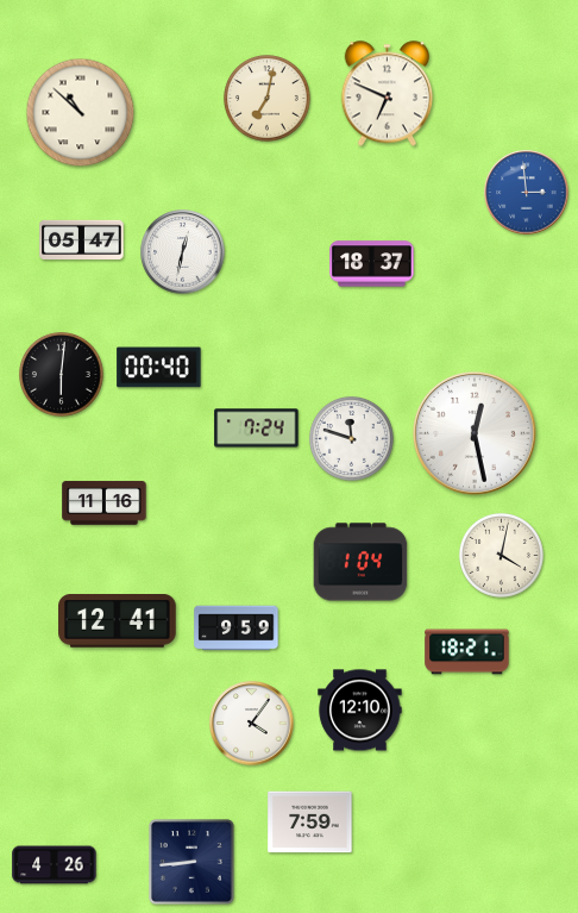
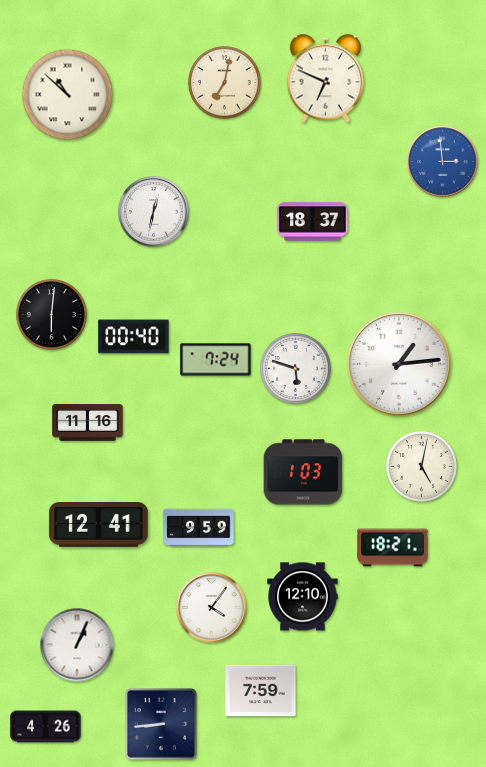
clock at (82, 239): 05:47 -> none
clock at (159, 368) position: (159, 368) -> (134, 337)
clock at (475, 433): 12:28 -> 1:14
clock at (351, 438): 11:48 -> 5:48
clock at (501, 555): 4:02 -> 5:02
clock at (360, 562): 1:04 -> 1:03
clock at (118, 621) position: (118, 621) -> (99, 525)
clock at (77, 645): none -> 1:04
